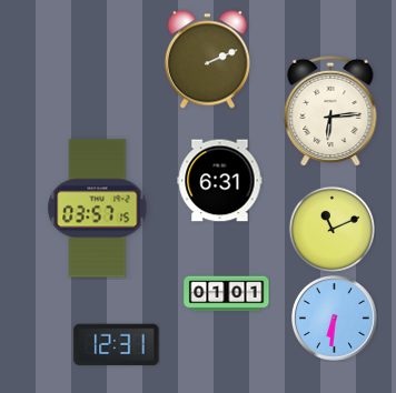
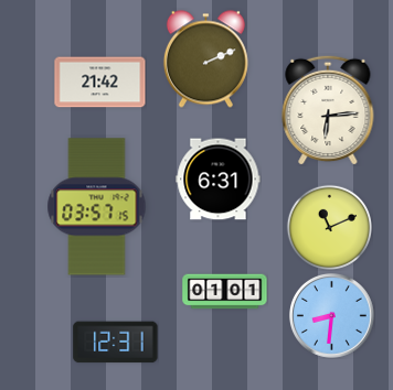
clock at (100, 83): none -> 21:42
clock at (334, 318): 6:31 -> 8:31
